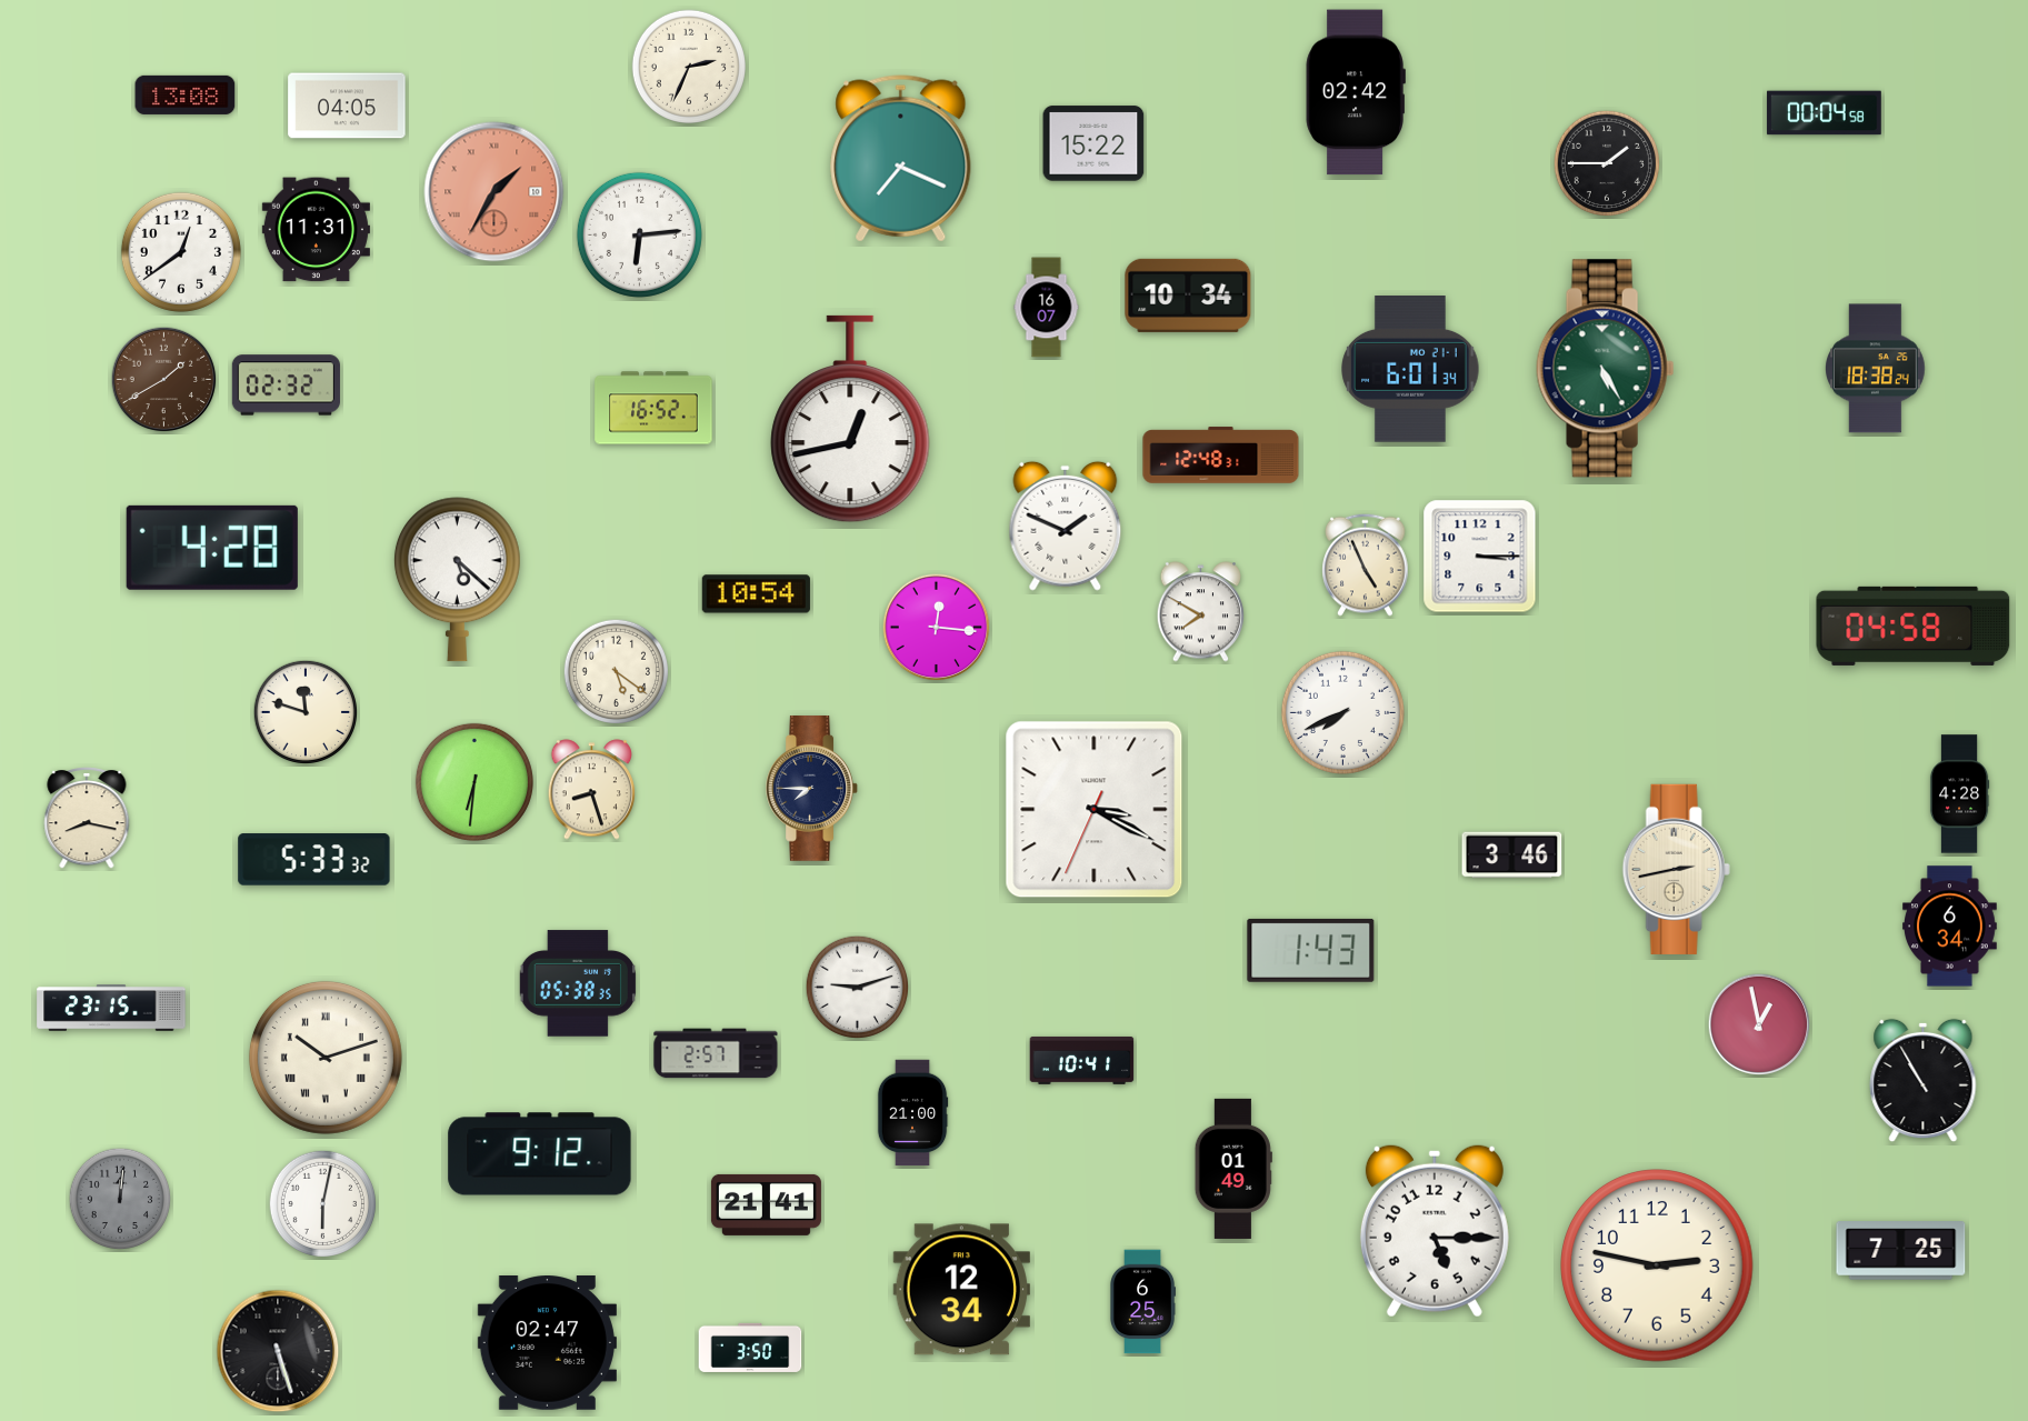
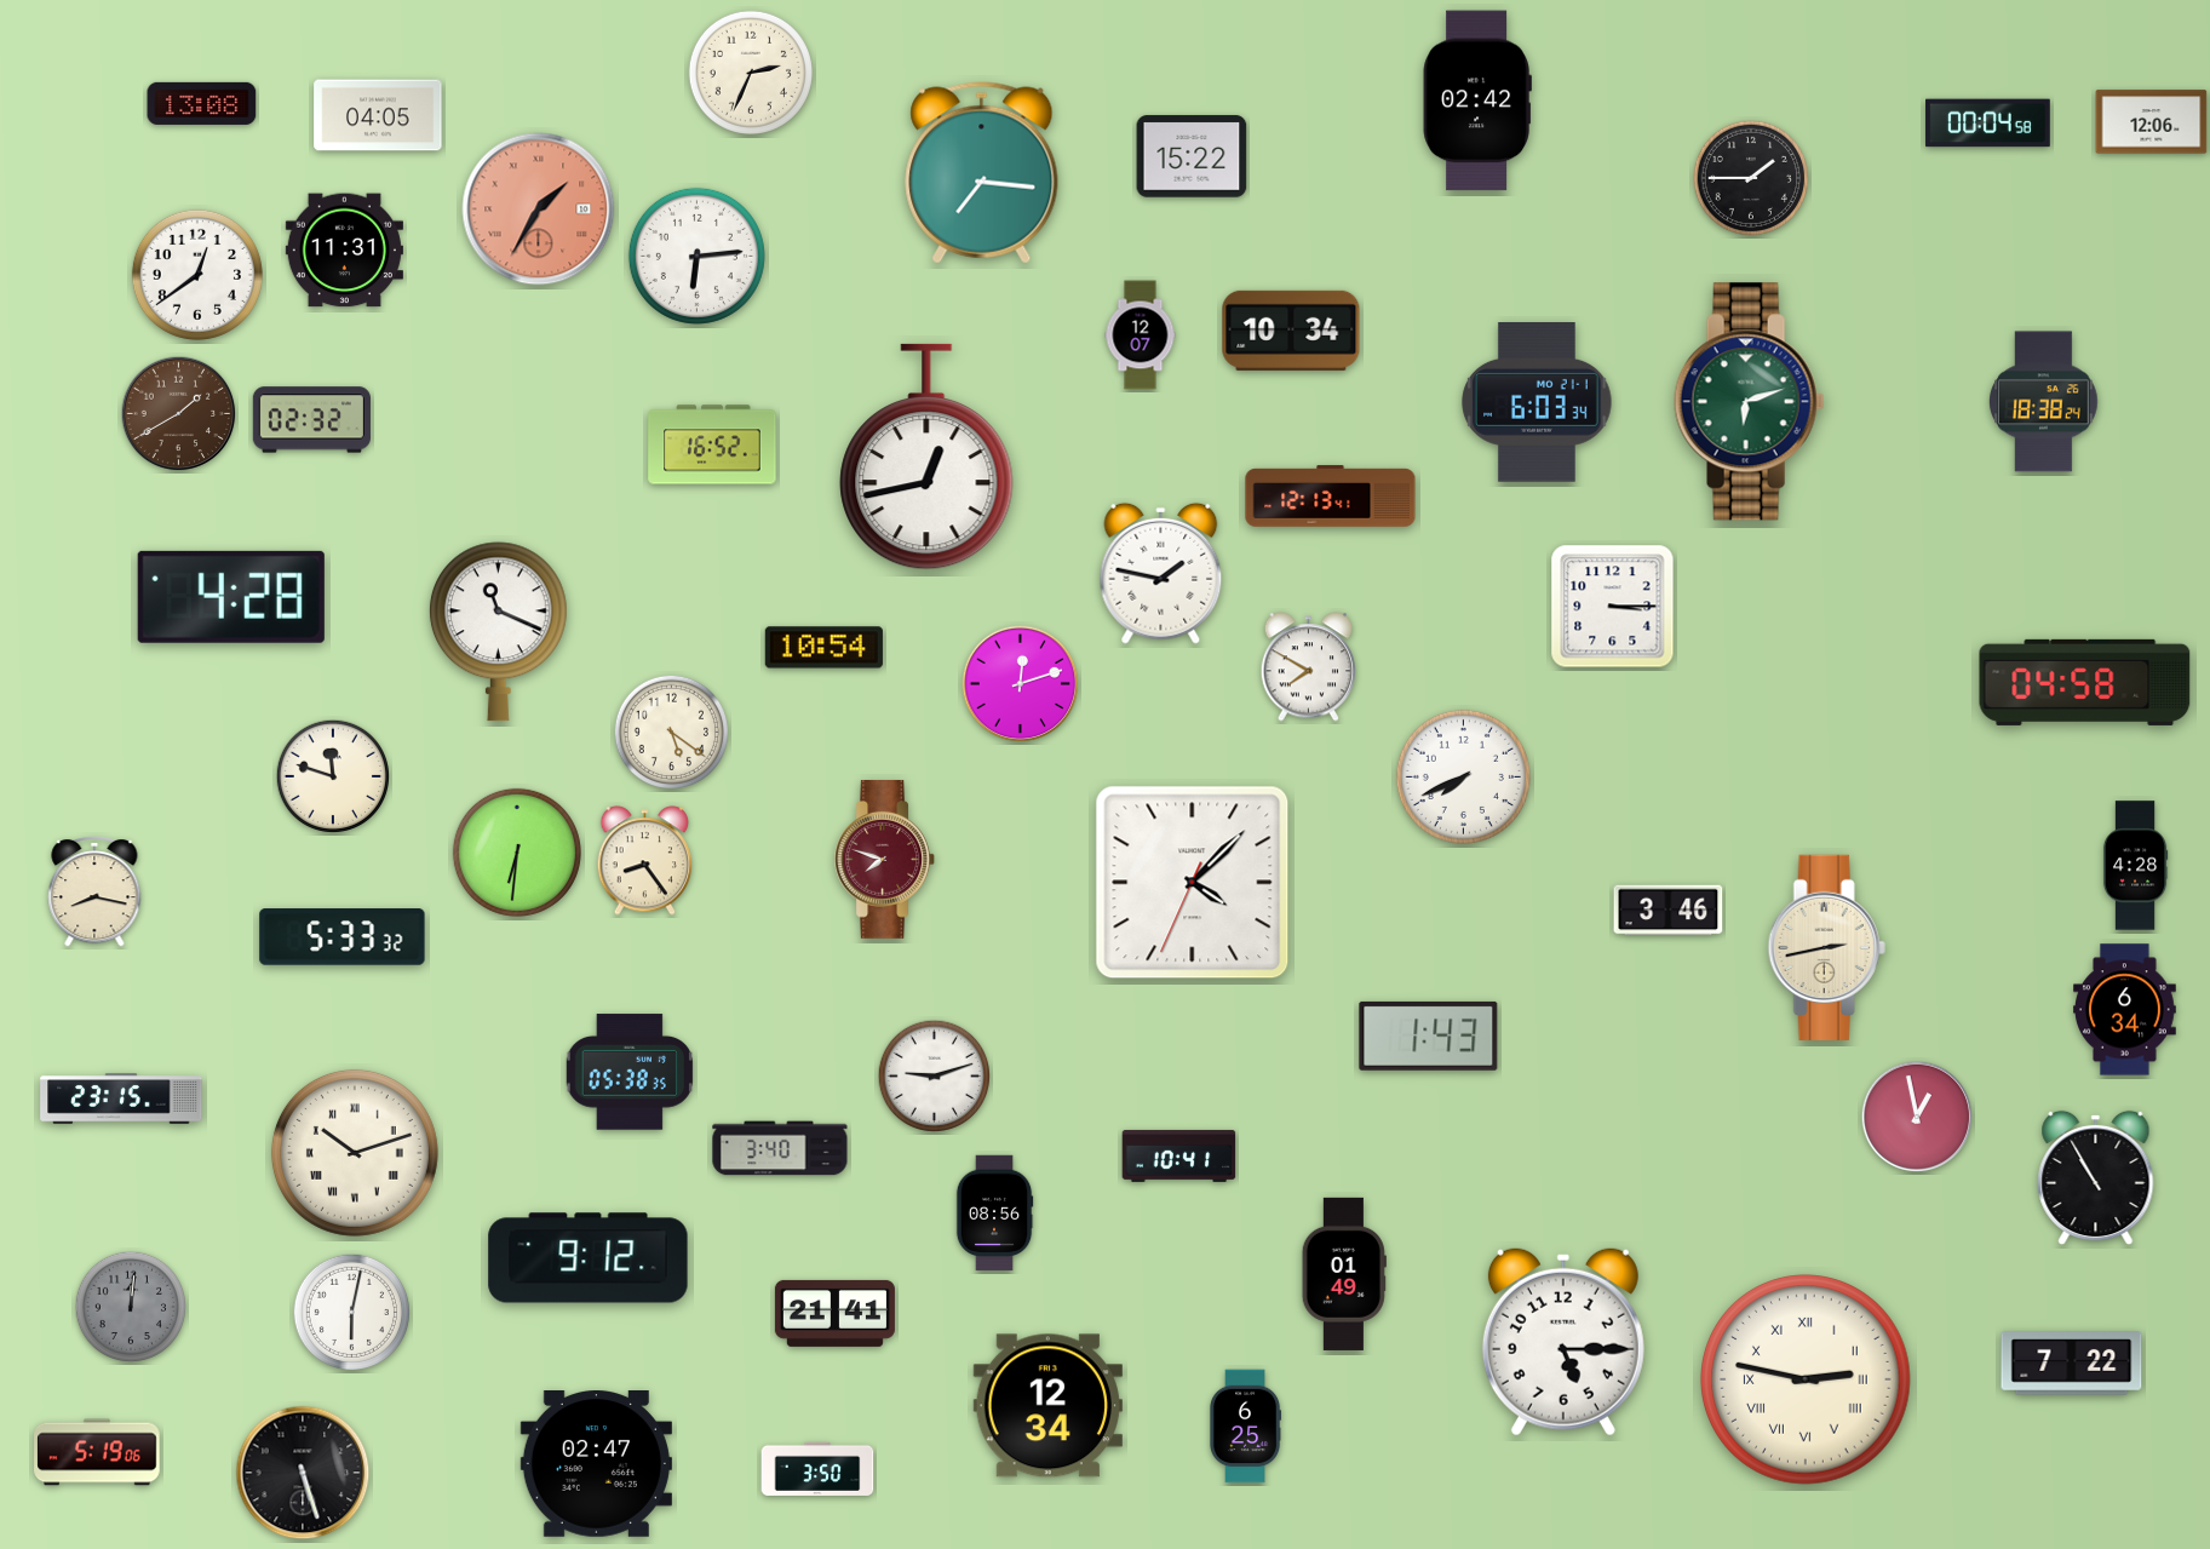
clock at (2152, 122): none -> 12:06
clock at (901, 159): 7:19 -> 7:16
clock at (1188, 296) position: (1188, 296) -> (1291, 331)
clock at (1047, 308): 16:07 -> 12:07
clock at (1606, 369): 5:25 -> 6:12
clock at (1410, 370): 6:01 -> 6:03
clock at (1221, 456): 12:48 -> 12:13
clock at (1066, 526): 1:49 -> 1:47
clock at (1366, 564): 4:56 -> none
clock at (457, 580): 5:22 -> 11:19
clock at (937, 628): 12:16 -> 12:12
clock at (811, 789): 7:45 -> 7:48
clock at (811, 789) dial: navy -> burgundy
clock at (592, 790): 8:27 -> 8:24
clock at (1095, 810): 3:19 -> 4:07
clock at (1512, 855) position: (1512, 855) -> (1669, 911)
clock at (716, 1053): 2:57 -> 3:40
clock at (912, 1113): 21:00 -> 08:56
clock at (1901, 1251): 7:25 -> 7:22
clock at (1657, 1265) numerals: Arabic -> Roman
clock at (1142, 1302) position: (1142, 1302) -> (1245, 1427)
clock at (97, 1452): none -> 5:19
